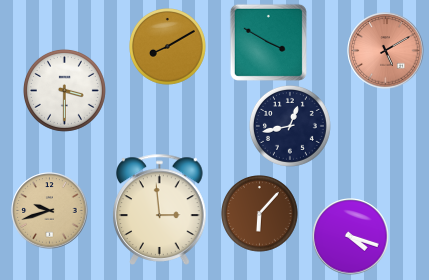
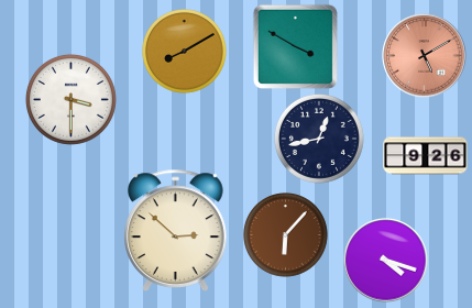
clock at (426, 156): none -> 9:26
clock at (160, 209): 2:59 -> 2:52
clock at (50, 211): 9:42 -> none
